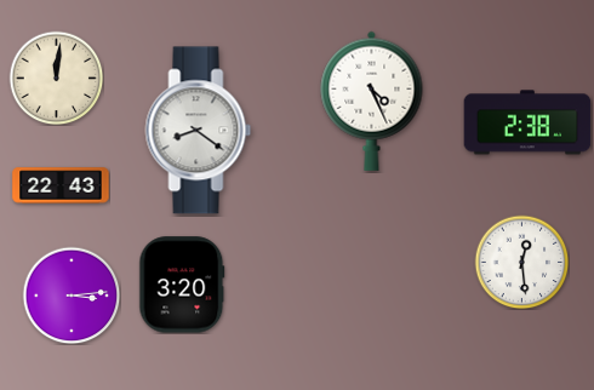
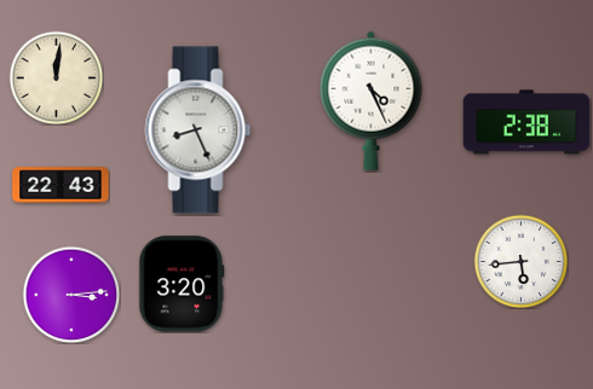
clock at (199, 131): 8:21 -> 8:26
clock at (521, 262): 12:29 -> 5:44
